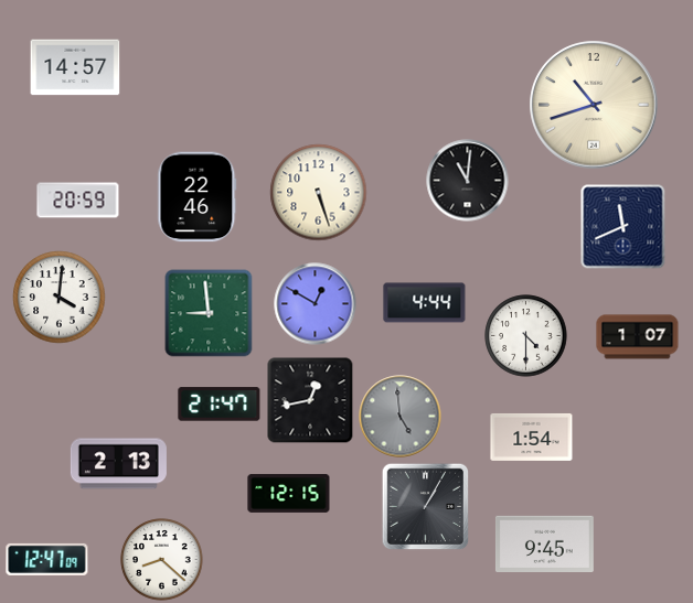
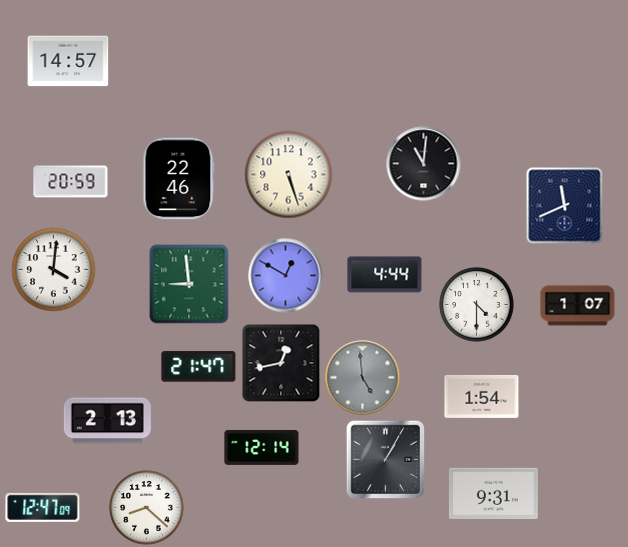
clock at (594, 105): 10:42 -> none
clock at (289, 493): 12:15 -> 12:14
clock at (544, 543): 9:45 -> 9:31
